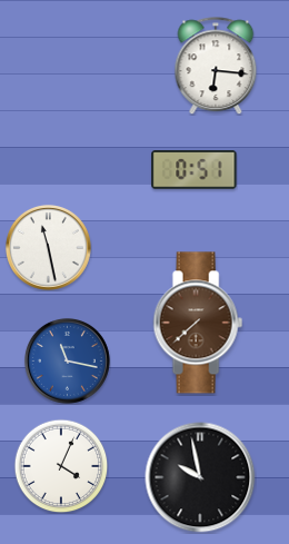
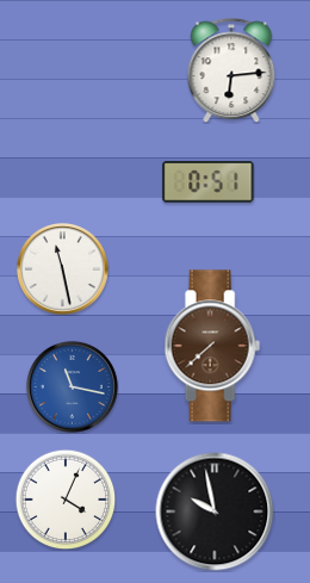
clock at (216, 66): 6:16 -> 6:14
clock at (48, 247) position: (48, 247) -> (62, 268)
